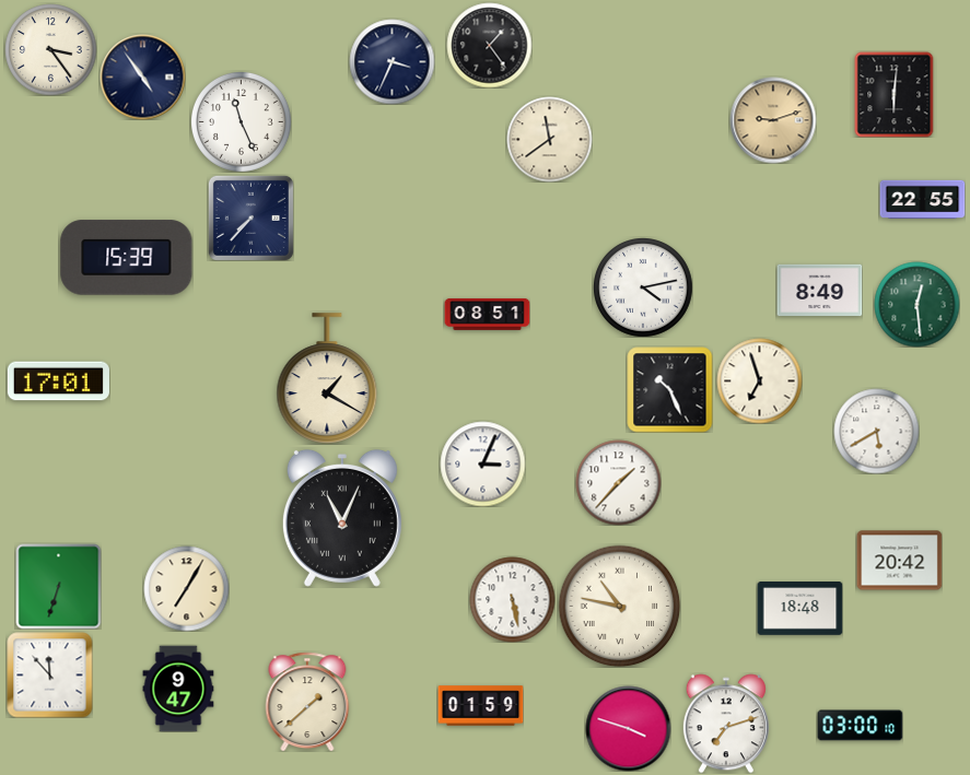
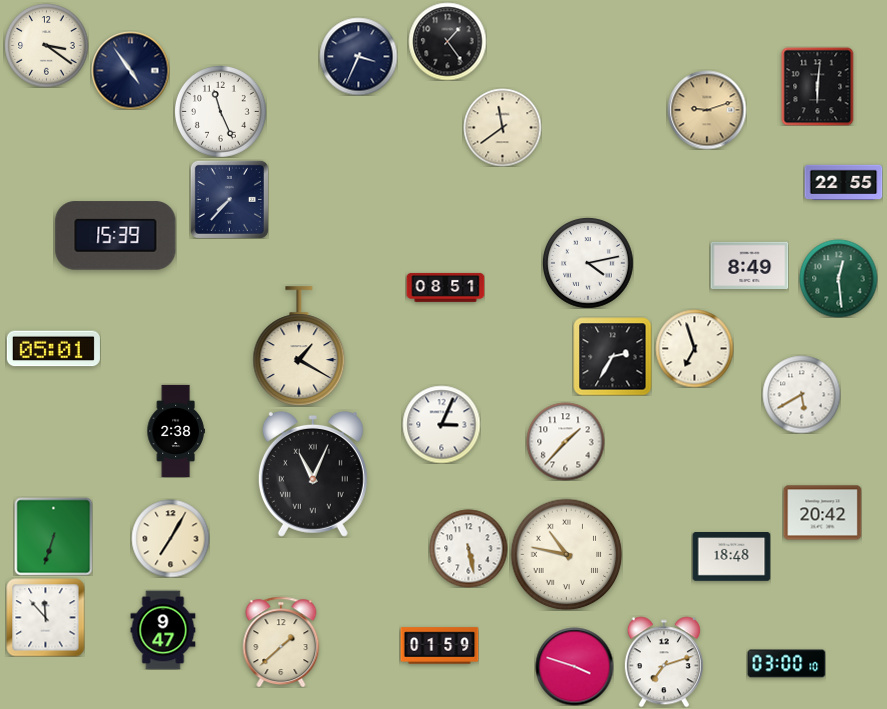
clock at (50, 49): 3:24 -> 3:21
clock at (58, 381): 17:01 -> 05:01
clock at (669, 389): 10:26 -> 2:35
clock at (176, 430): none -> 2:38
